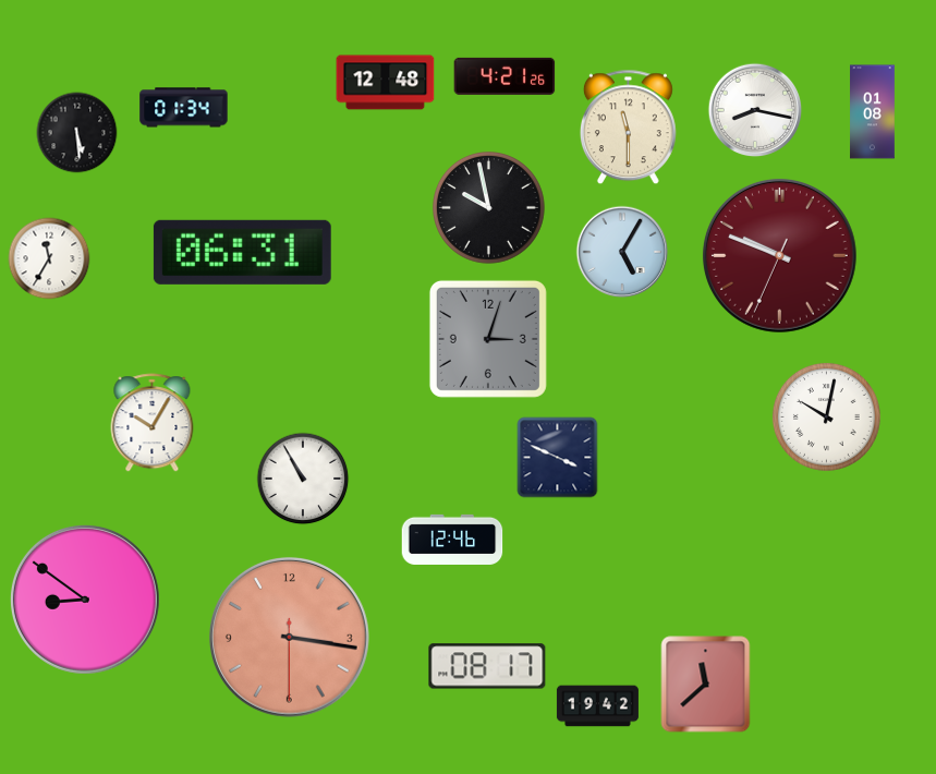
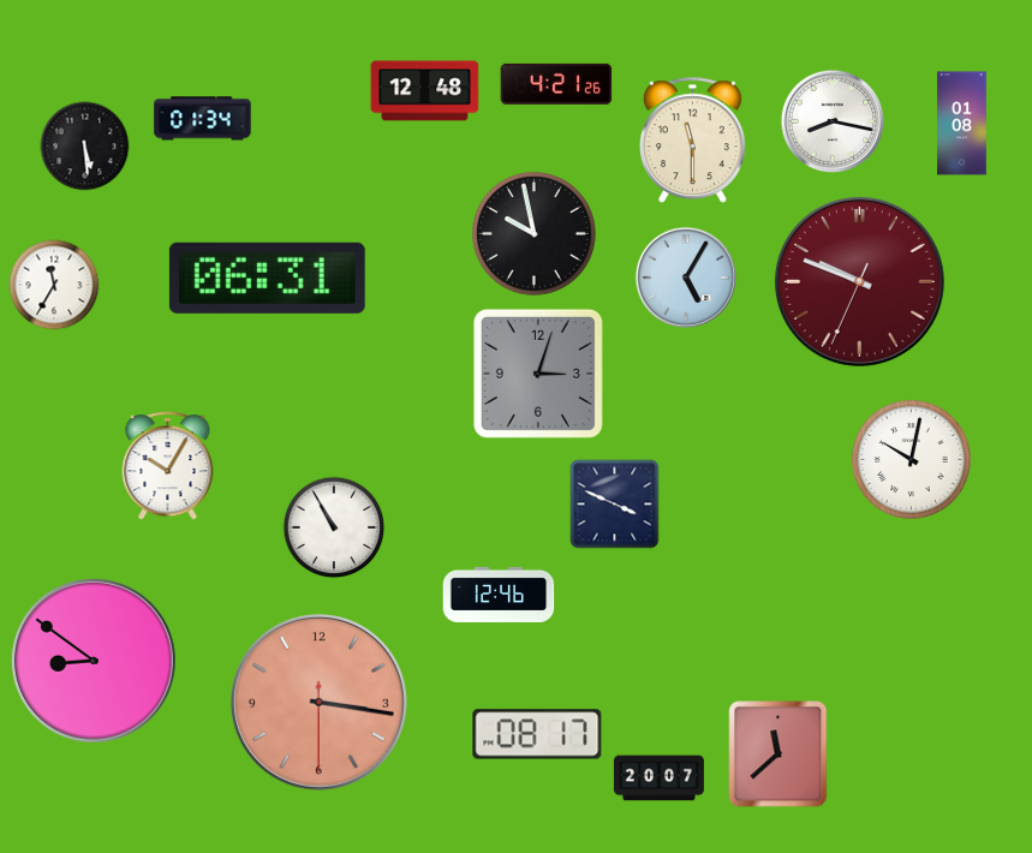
clock at (489, 208) position: (489, 208) -> (535, 234)
clock at (597, 706): 19:42 -> 20:07
